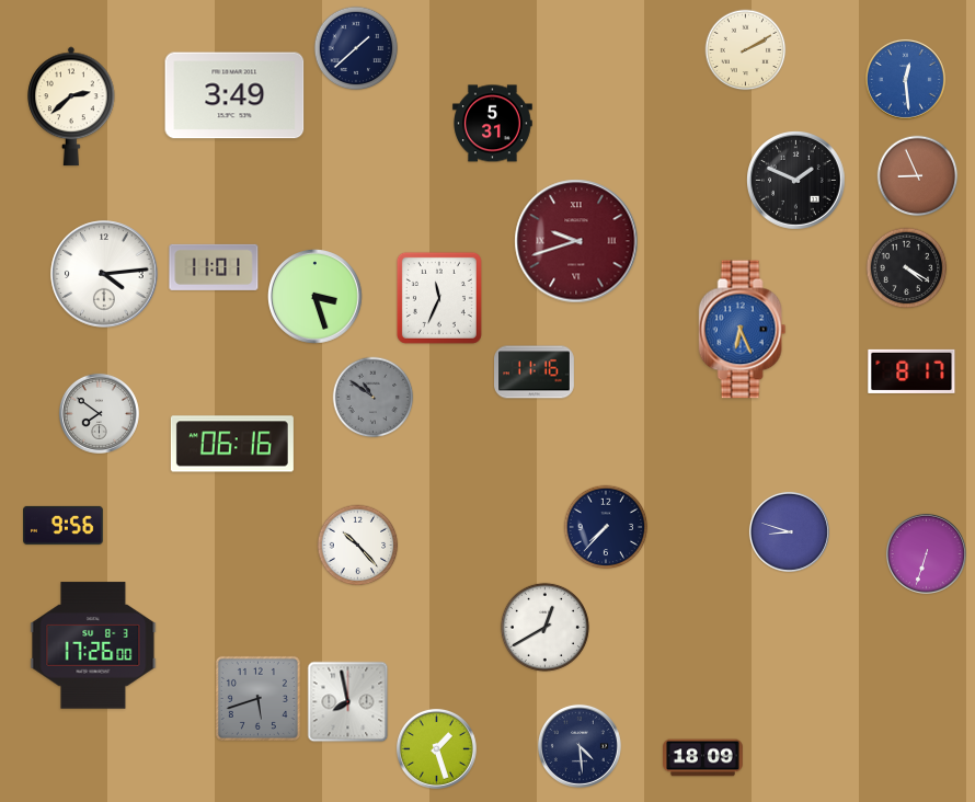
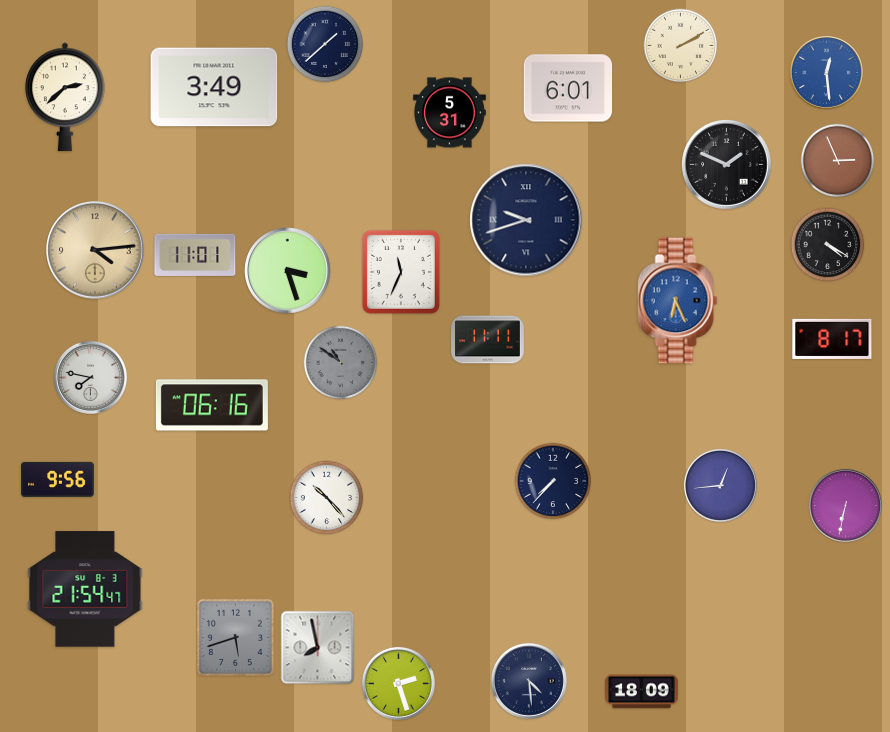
clock at (568, 88): none -> 6:01
clock at (918, 176): 8:56 -> 2:56
clock at (576, 241) dial: burgundy -> navy
clock at (214, 267) position: (214, 267) -> (195, 255)
clock at (104, 274) dial: white -> champagne
clock at (535, 373): 11:16 -> 11:11
clock at (99, 413): 7:51 -> 7:47
clock at (789, 531): 8:48 -> 12:44
clock at (926, 553): 6:33 -> 6:32
clock at (544, 627): 12:40 -> none
clock at (93, 645): 17:26 -> 21:54
clock at (348, 702) position: (348, 702) -> (318, 648)
clock at (436, 748): 1:27 -> 2:27
